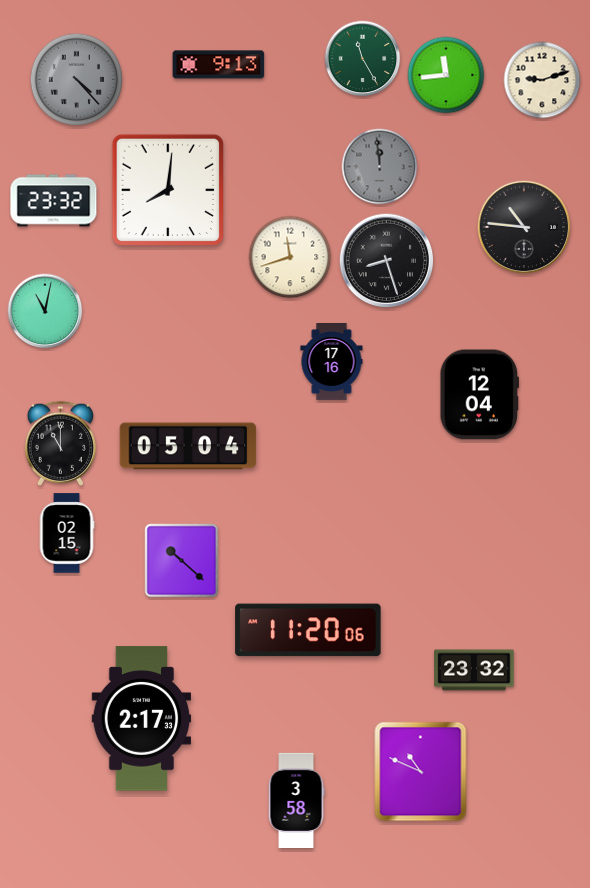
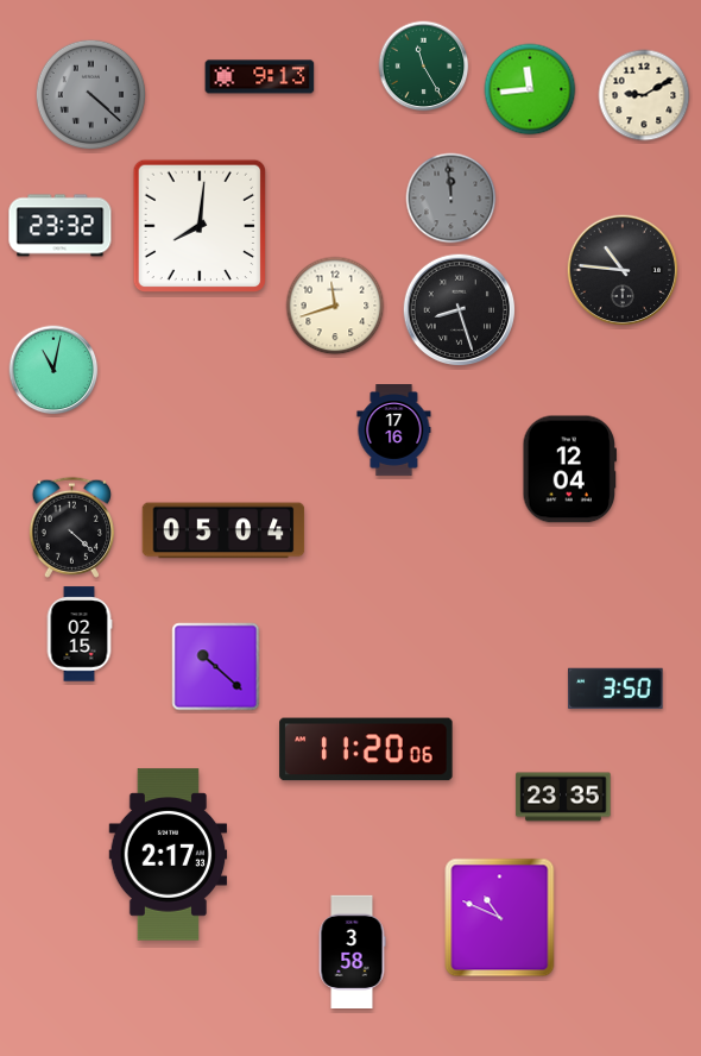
clock at (363, 59) position: (363, 59) -> (424, 67)
clock at (76, 79): 4:23 -> 4:22
clock at (542, 80): 9:12 -> 9:10
clock at (54, 201) position: (54, 201) -> (61, 226)
clock at (290, 257) position: (290, 257) -> (335, 306)
clock at (60, 443): 11:00 -> 4:22
clock at (615, 689): none -> 3:50
clock at (474, 670): 23:32 -> 23:35
